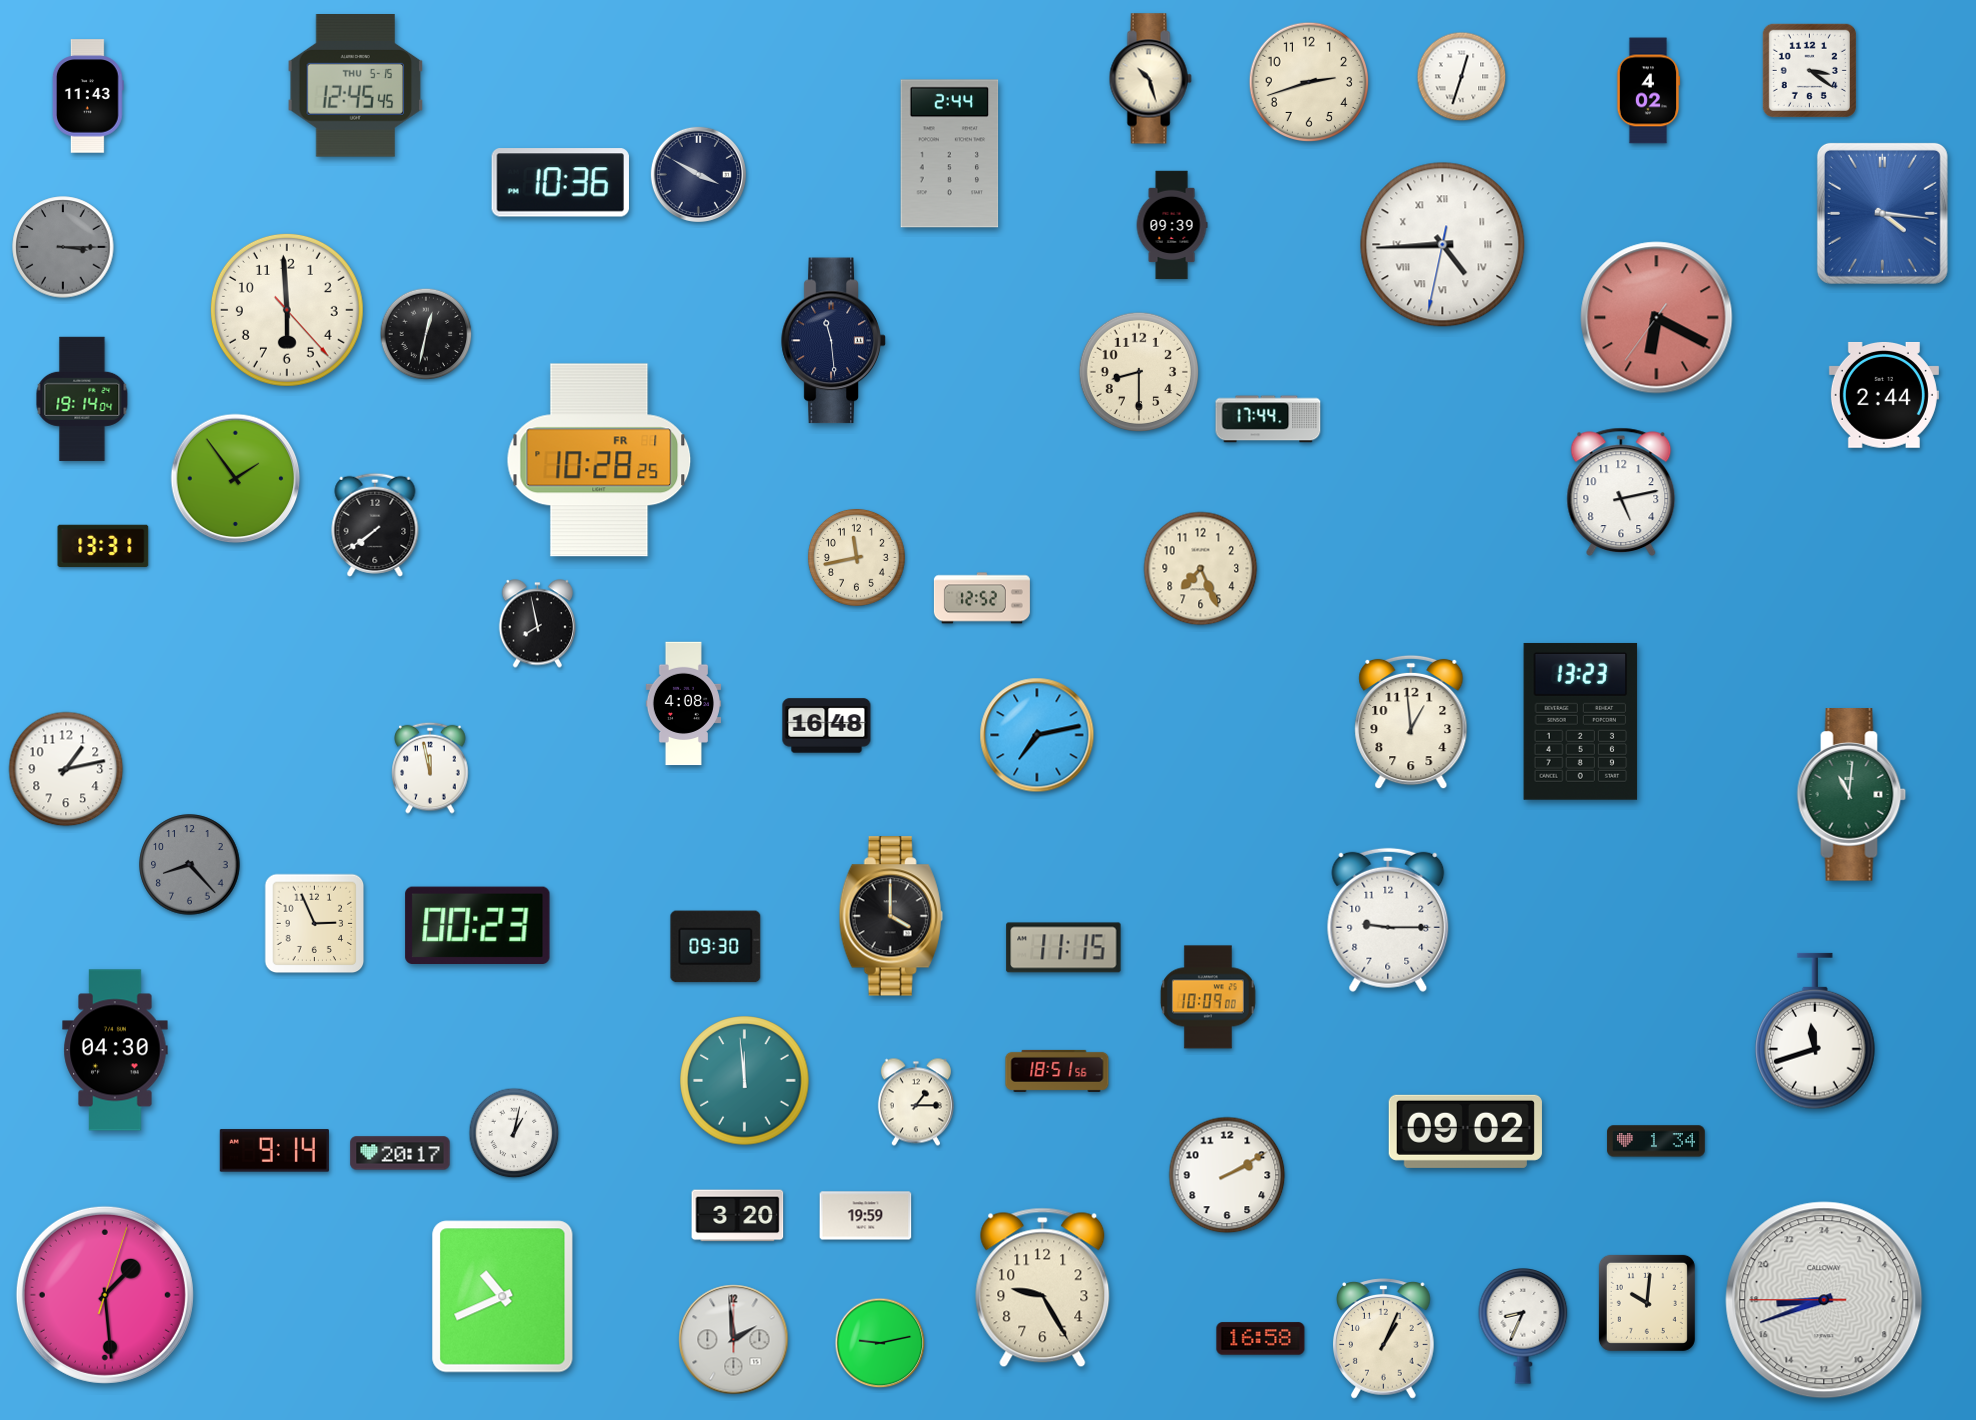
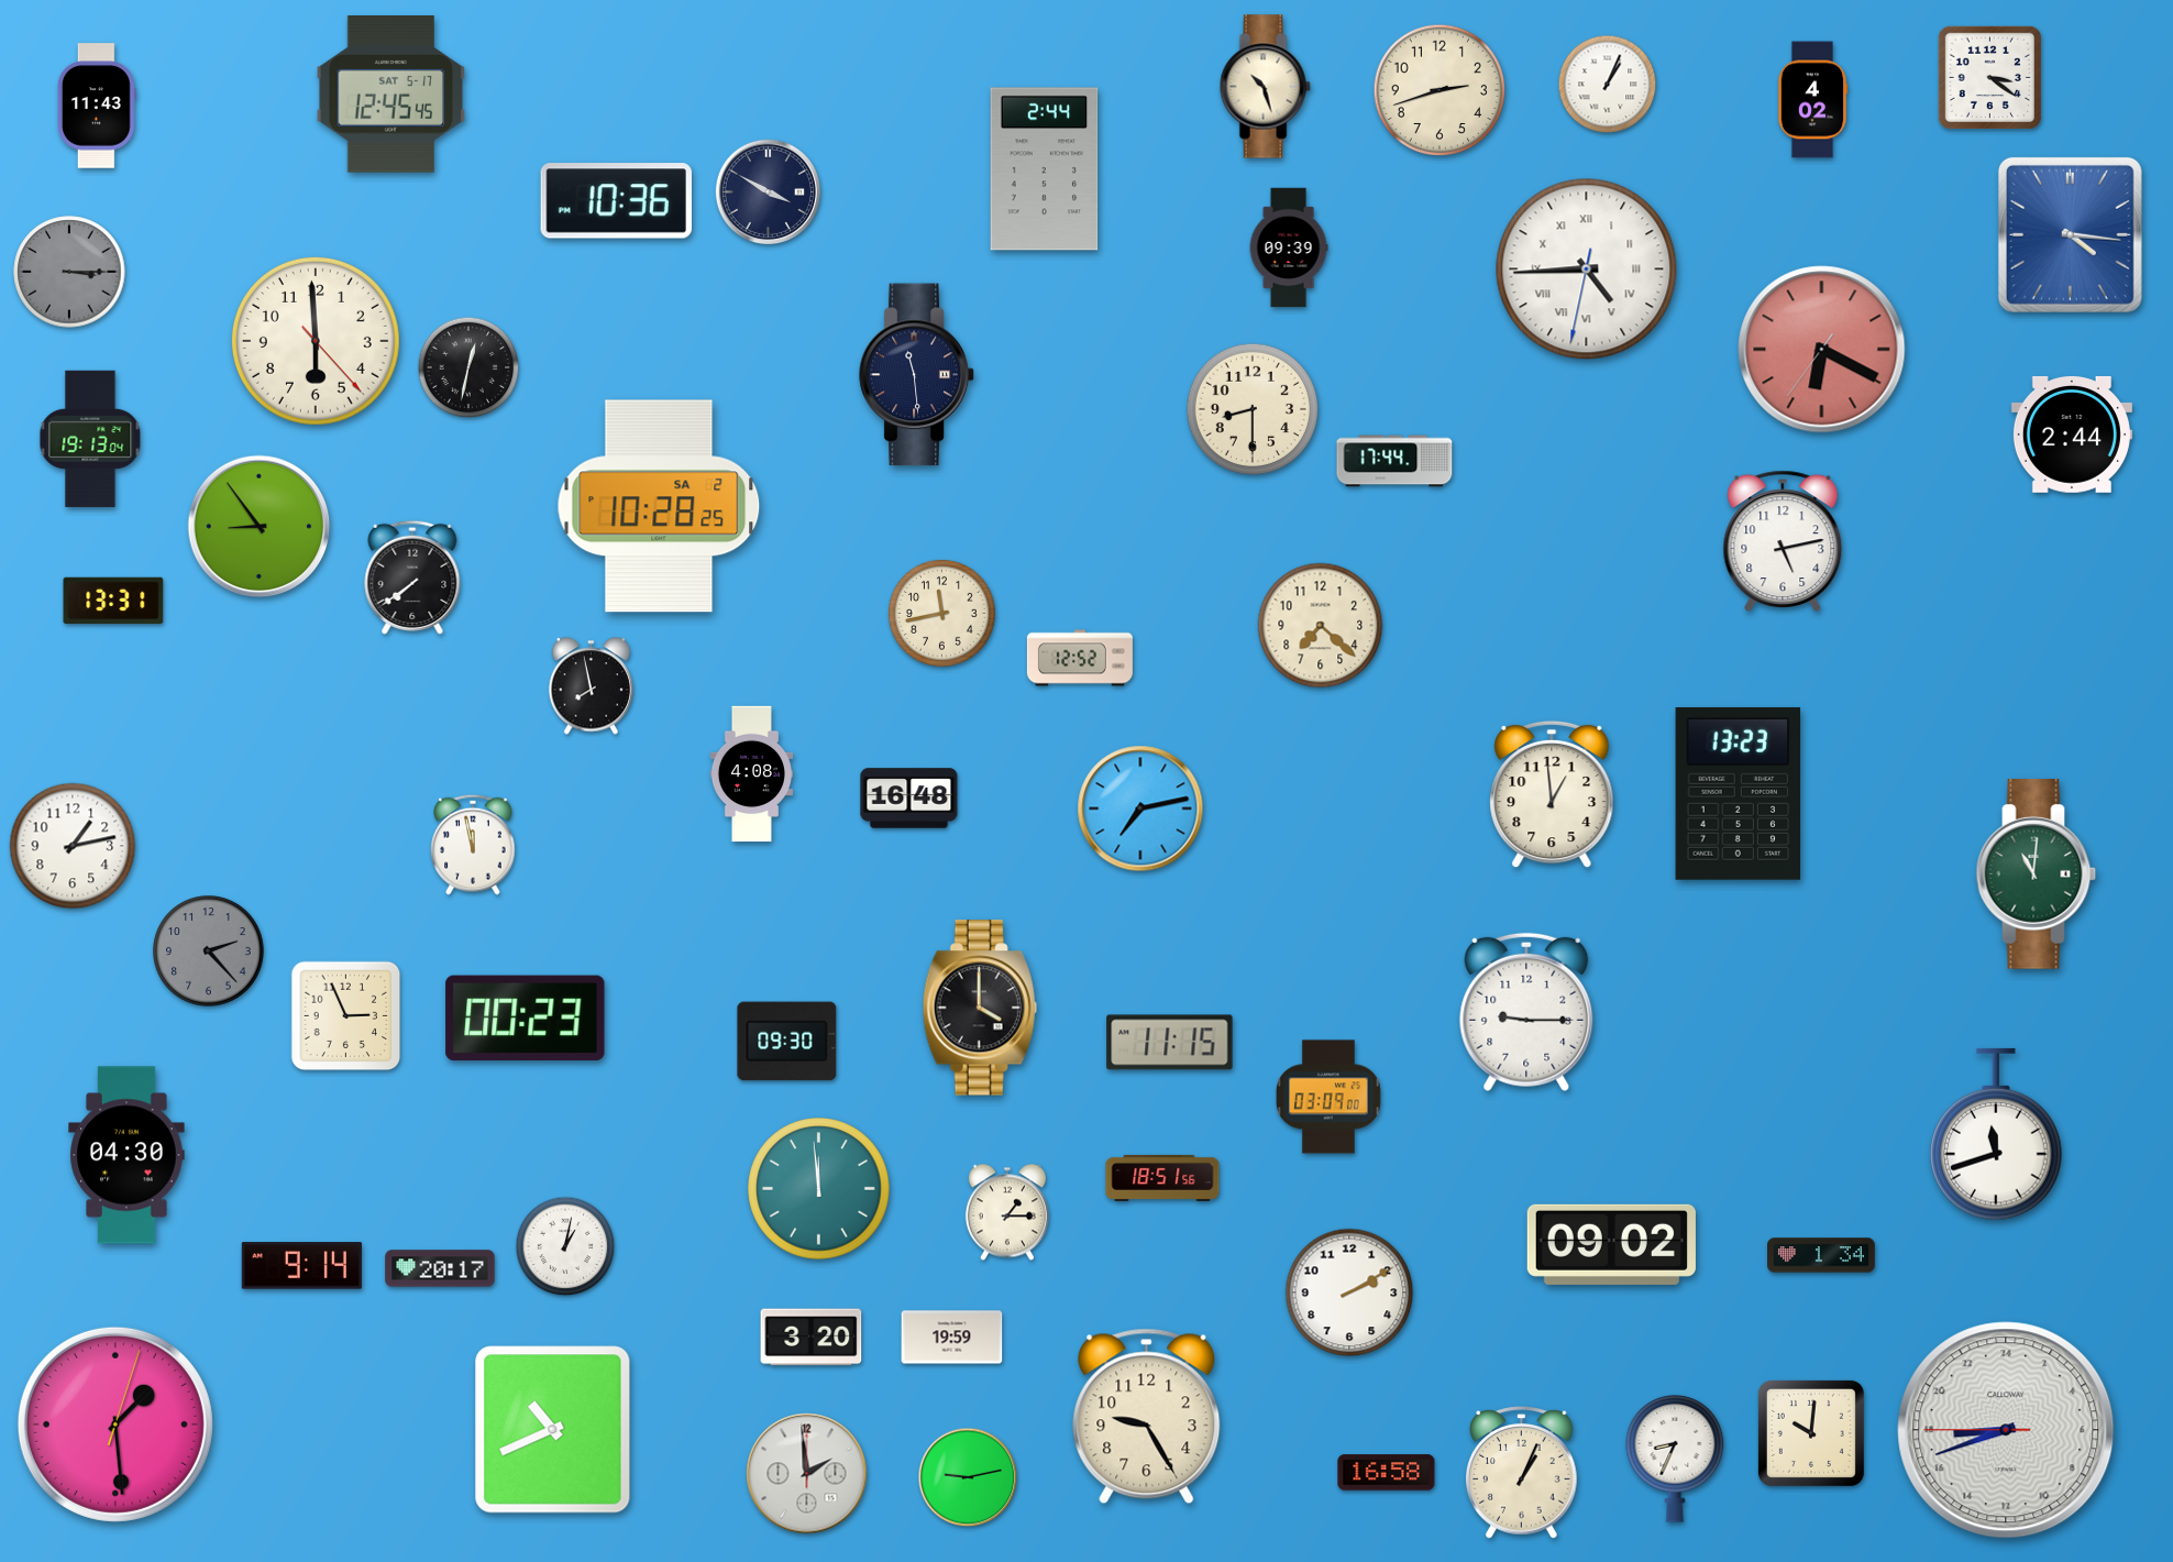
clock at (1462, 77): 12:33 -> 1:04
clock at (356, 86) date: THU 5-15 -> SAT 5-17
clock at (82, 399): 19:14 -> 19:13
clock at (599, 460) date: FR 1 -> SA 2
clock at (236, 479): 1:54 -> 8:54
clock at (1201, 569): 7:26 -> 7:22
clock at (190, 865): 8:23 -> 2:23
clock at (1208, 997): 10:09 -> 03:09
clock at (503, 1297) position: (503, 1297) -> (553, 1430)
